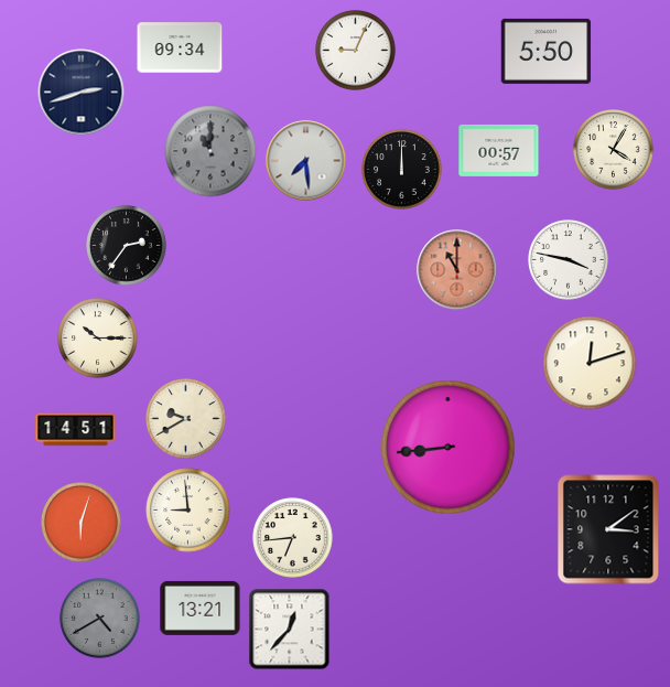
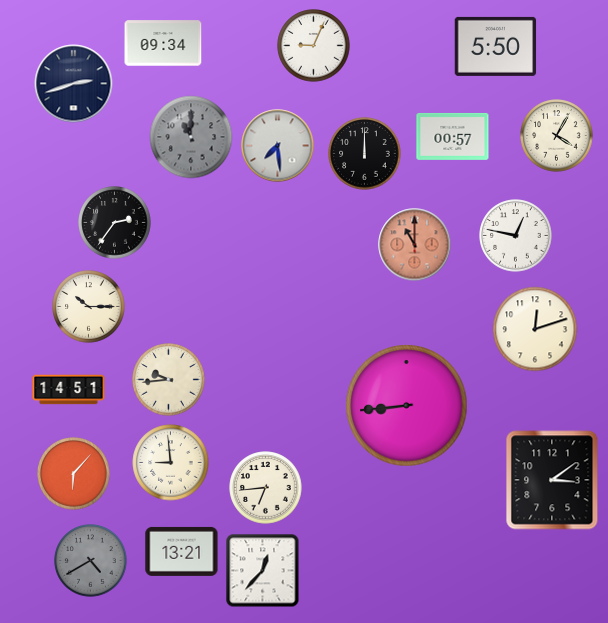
clock at (356, 51) position: (356, 51) -> (314, 46)
clock at (569, 260): 3:47 -> 12:47
clock at (186, 419): 9:40 -> 9:44
clock at (82, 523): 6:03 -> 6:07
